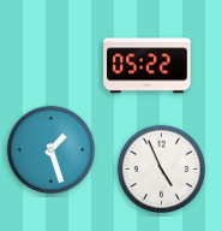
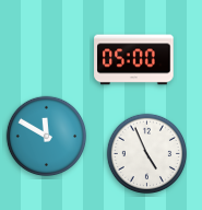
clock at (148, 66): 05:22 -> 05:00
clock at (52, 150): 1:27 -> 11:50
